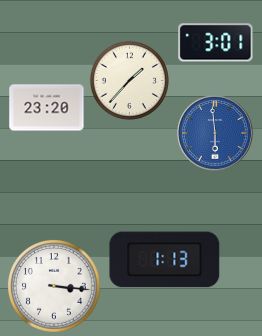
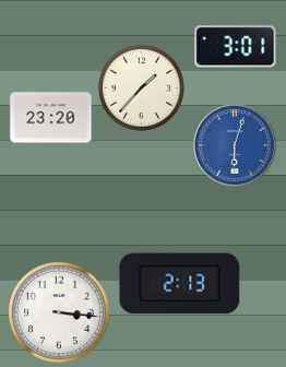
clock at (215, 133): 5:59 -> 6:03
clock at (165, 260): 1:13 -> 2:13
